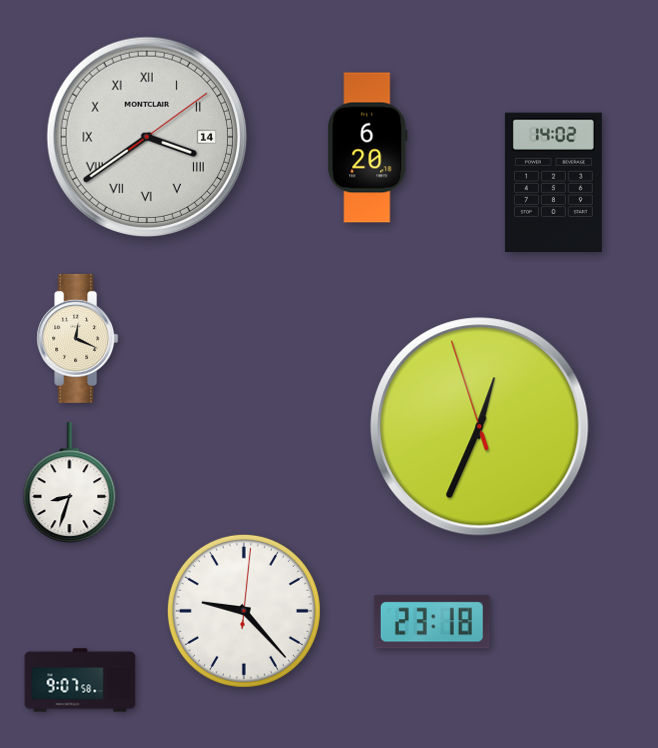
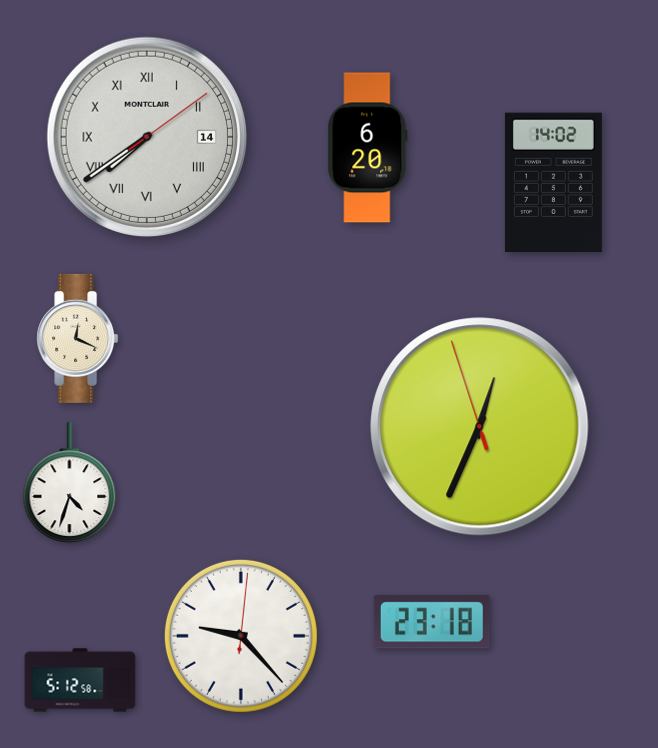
clock at (146, 136): 3:39 -> 7:39
clock at (70, 482): 8:33 -> 4:33
clock at (244, 611) position: (244, 611) -> (241, 636)
clock at (80, 680): 9:07 -> 5:12
